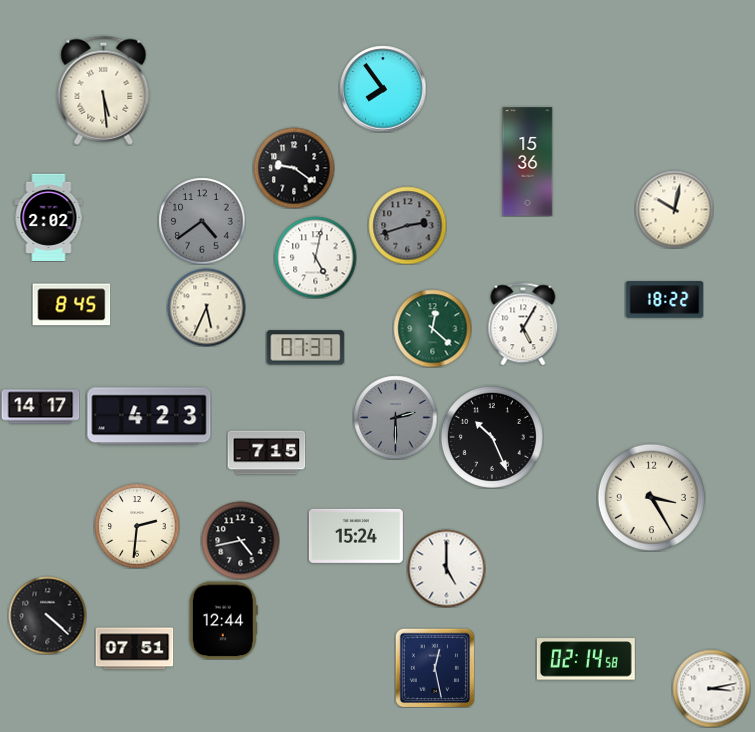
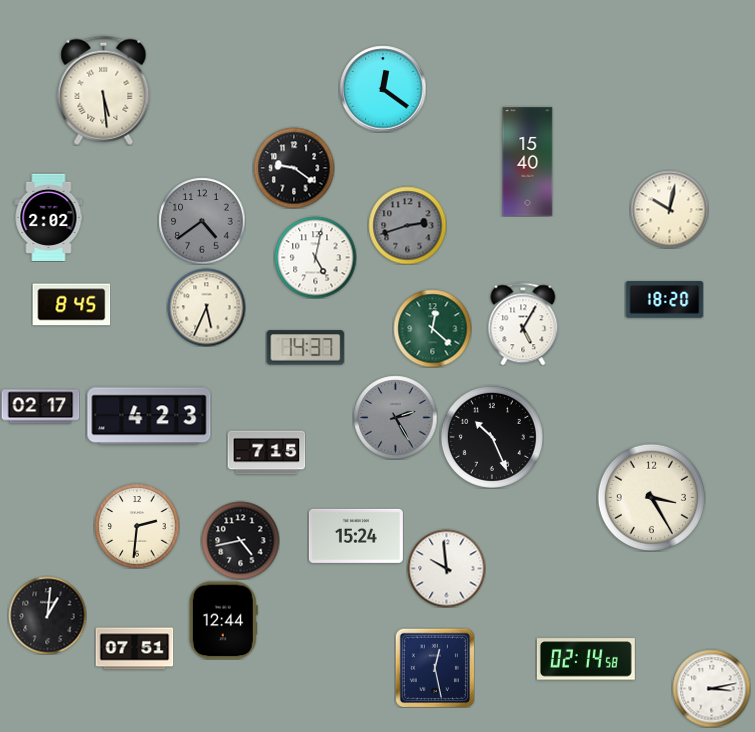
clock at (383, 89): 7:54 -> 12:21
clock at (528, 162): 15:36 -> 15:40
clock at (674, 209) position: (674, 209) -> (669, 209)
clock at (664, 300): 18:22 -> 18:20
clock at (305, 348): 07:37 -> 14:37
clock at (40, 407): 14:17 -> 02:17
clock at (395, 417): 2:30 -> 2:25
clock at (446, 568): 5:00 -> 9:59
clock at (47, 615): 4:22 -> 1:01
